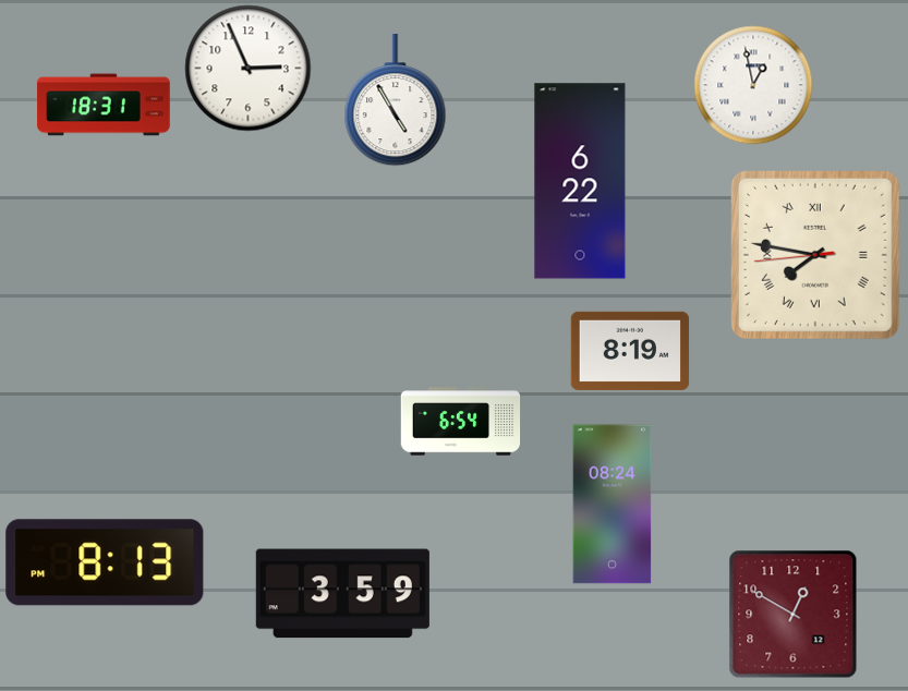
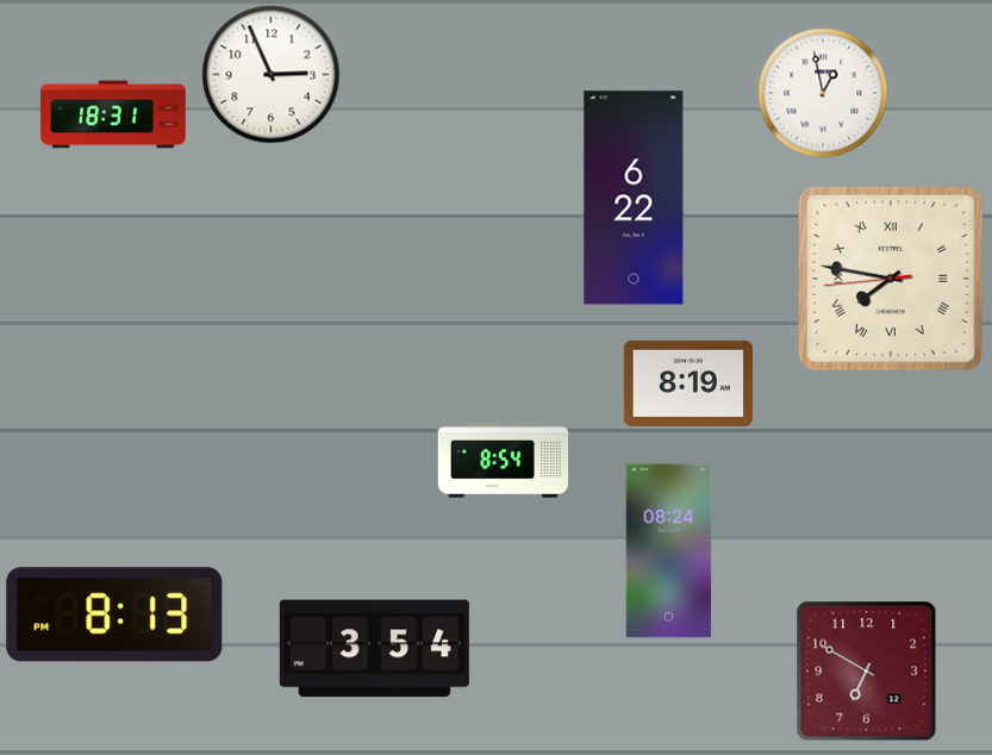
clock at (396, 101): 4:55 -> none
clock at (461, 422): 6:54 -> 8:54
clock at (342, 594): 3:59 -> 3:54
clock at (794, 615): 12:50 -> 6:50
